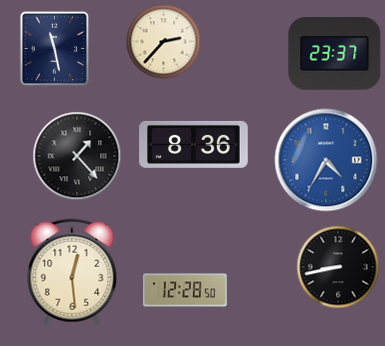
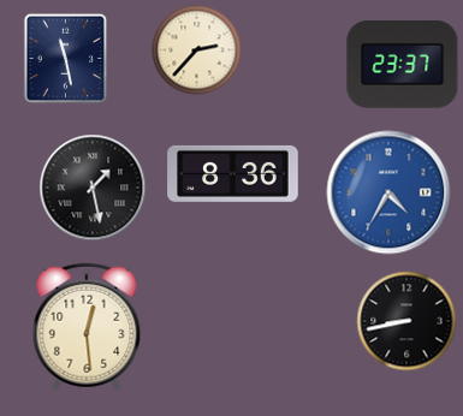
clock at (77, 156): 1:23 -> 1:28
clock at (326, 160) position: (326, 160) -> (388, 192)
clock at (186, 290): 12:28 -> none
